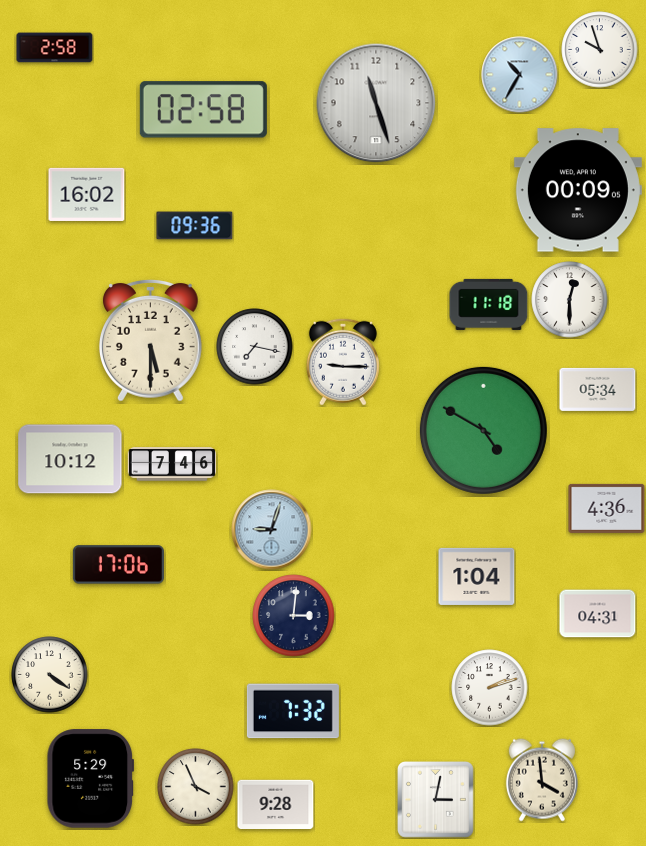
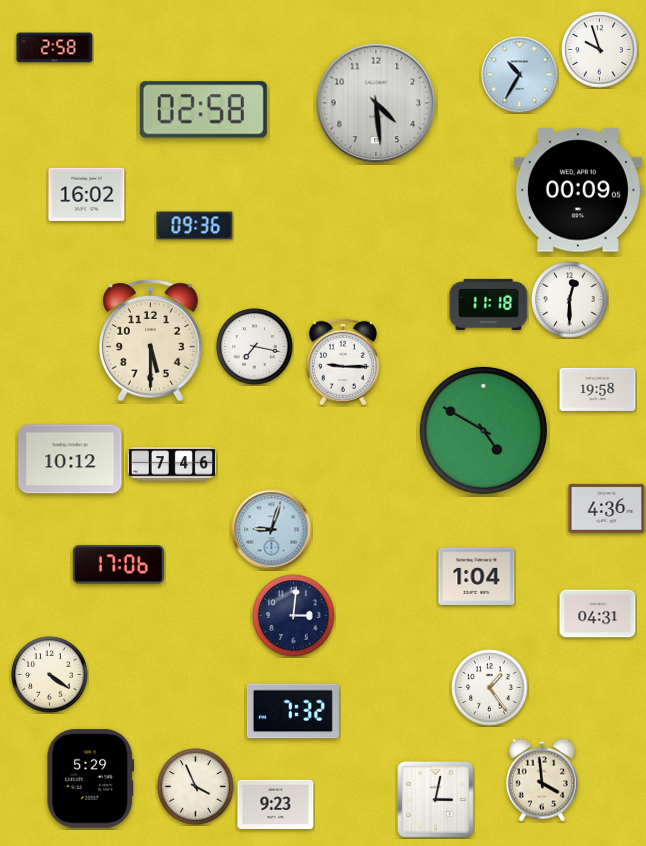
clock at (376, 103): 11:27 -> 4:29
clock at (598, 389): 05:34 -> 19:58
clock at (490, 688): 2:12 -> 1:24
clock at (276, 805): 9:28 -> 9:23
